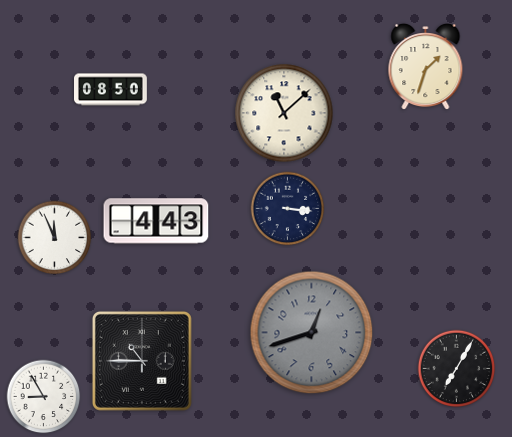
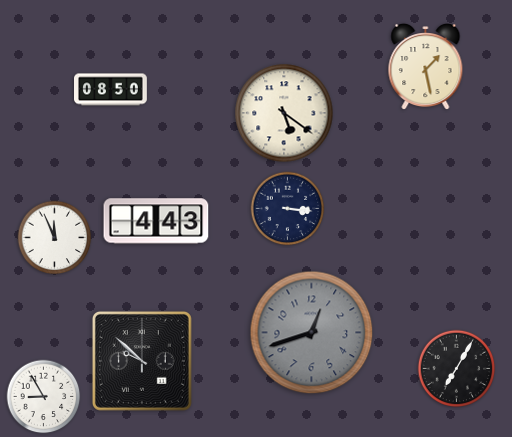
clock at (426, 67): 1:33 -> 1:28
clock at (284, 113): 11:08 -> 5:21
clock at (142, 361): 10:45 -> 9:52
